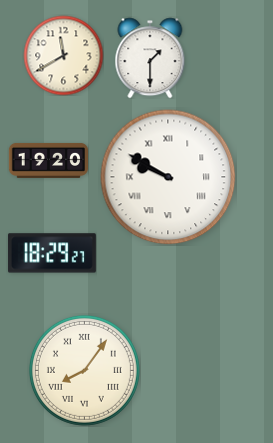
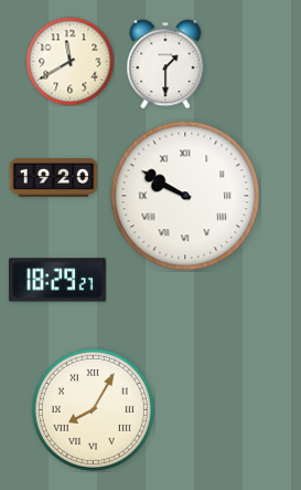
clock at (84, 370): 8:06 -> 8:05
